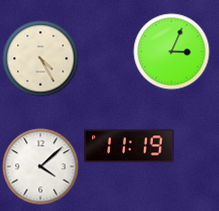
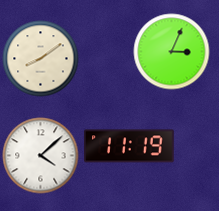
clock at (41, 59): 4:25 -> 8:09
clock at (41, 167) position: (41, 167) -> (41, 156)
